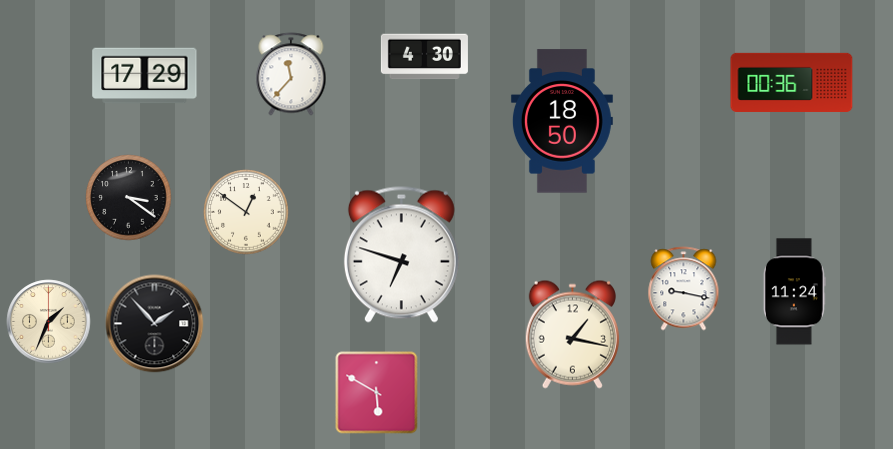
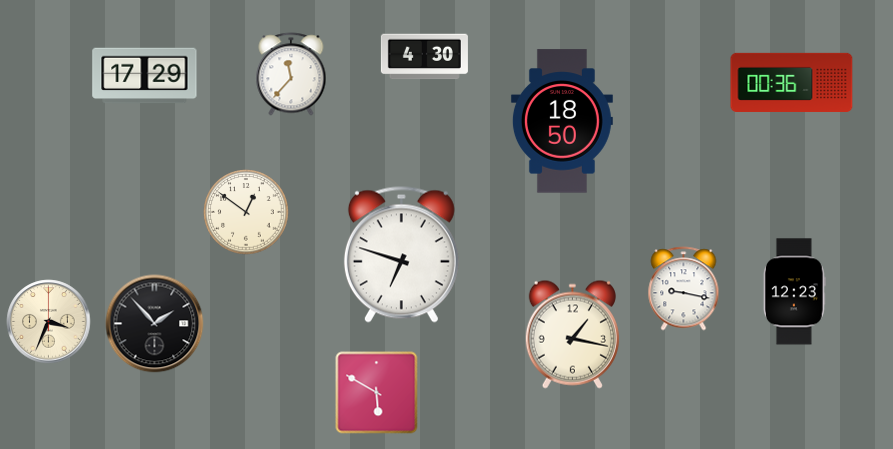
clock at (129, 198): 3:21 -> none
clock at (794, 292): 11:24 -> 12:23
clock at (49, 322): 1:34 -> 3:34
